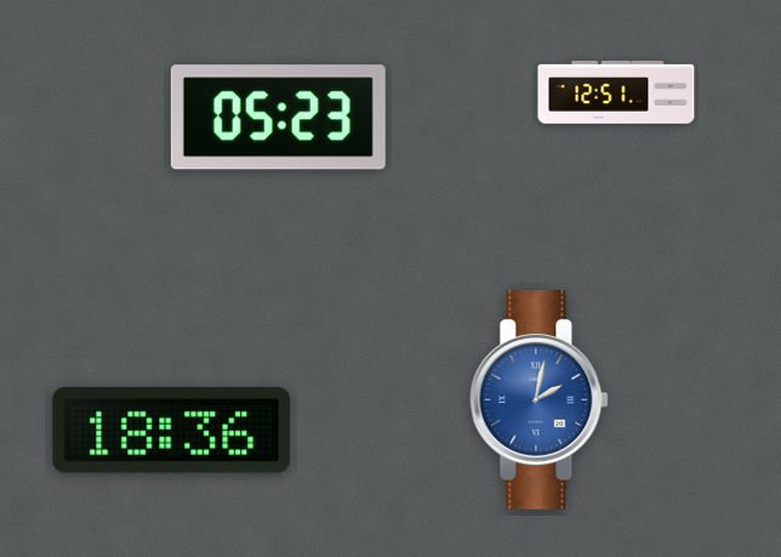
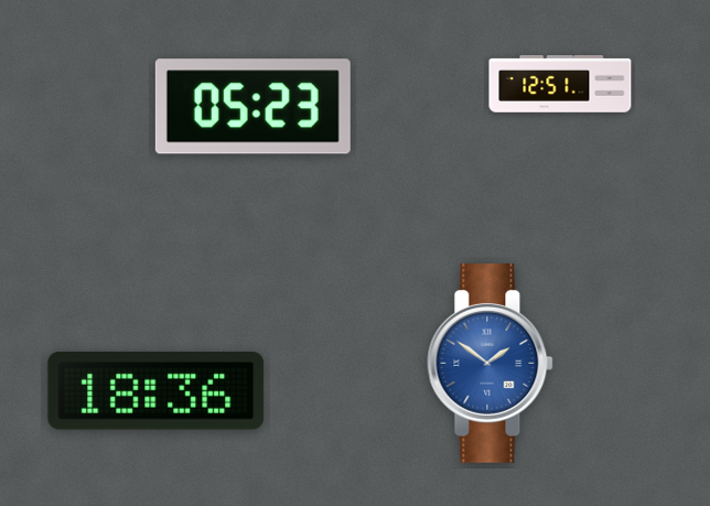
clock at (540, 400): 2:02 -> 1:51
